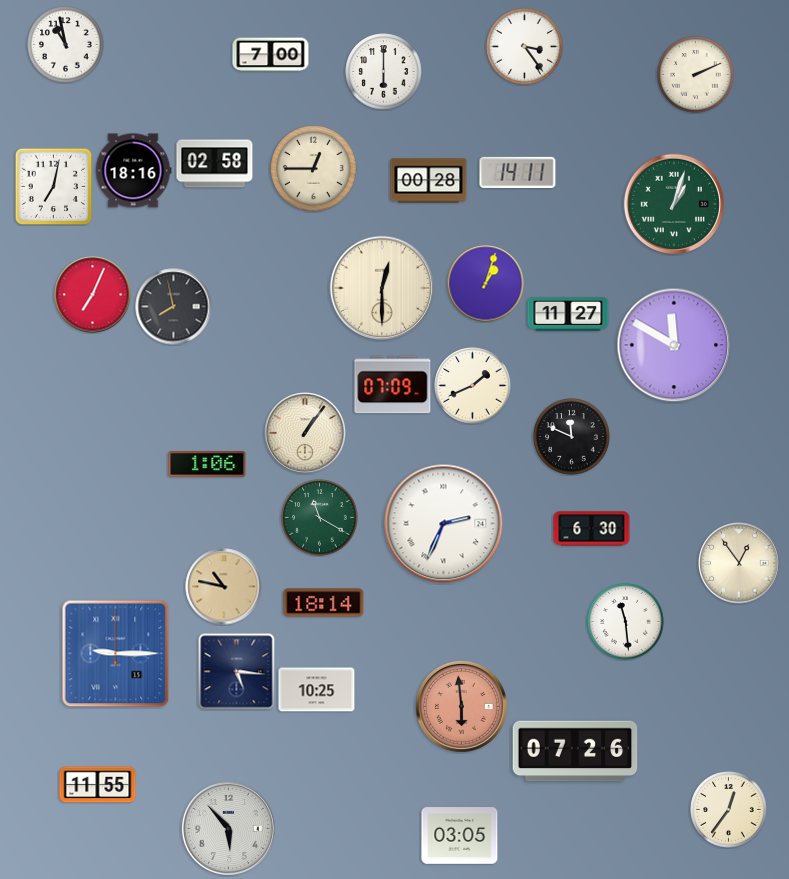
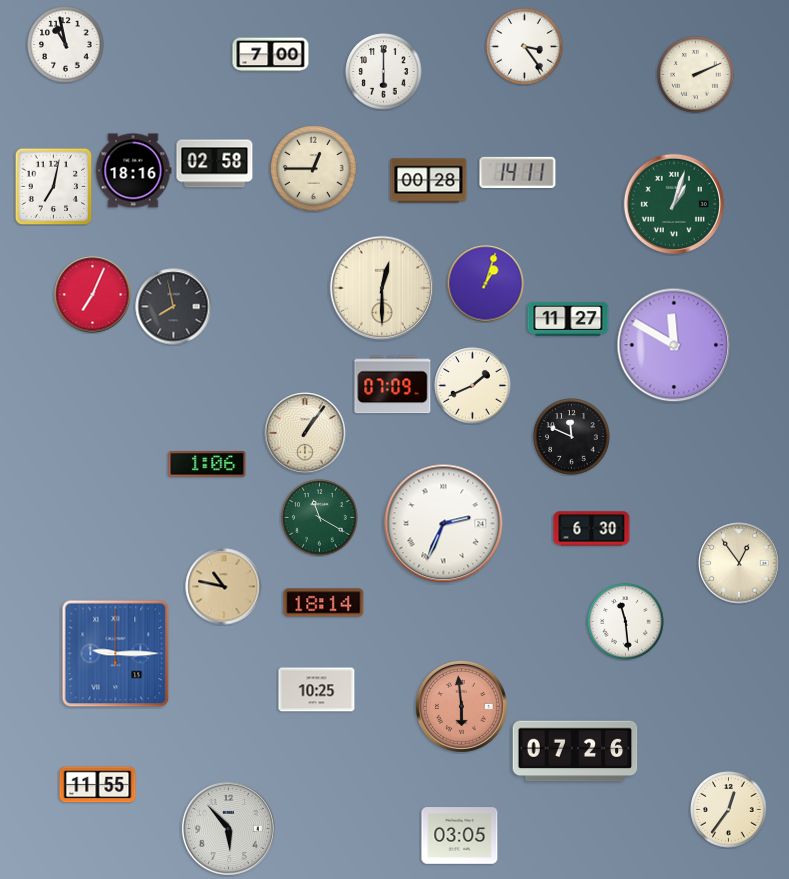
clock at (568, 314) position: (568, 314) -> (568, 319)
clock at (237, 672): 5:16 -> none
